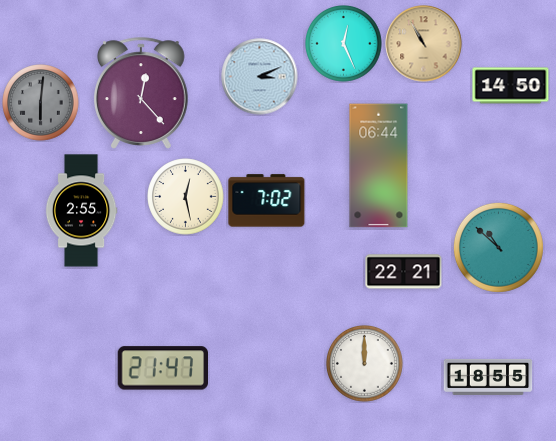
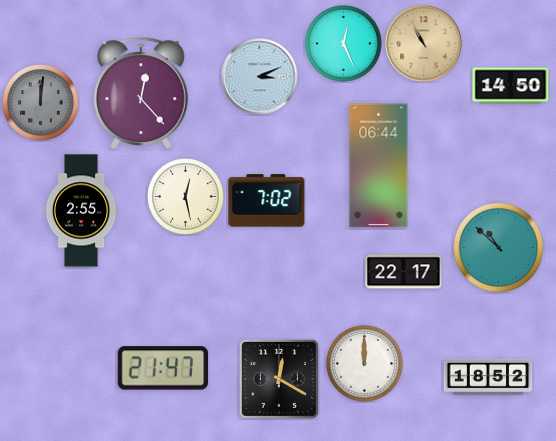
clock at (41, 103): 6:01 -> 12:01
clock at (404, 272): 22:21 -> 22:17
clock at (488, 377): 18:55 -> 18:52
clock at (279, 379): none -> 12:20
